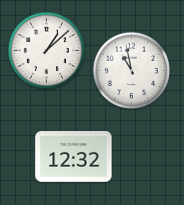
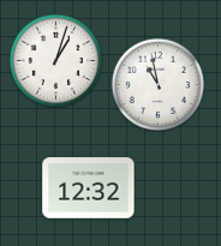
clock at (46, 50): 1:08 -> 1:03
